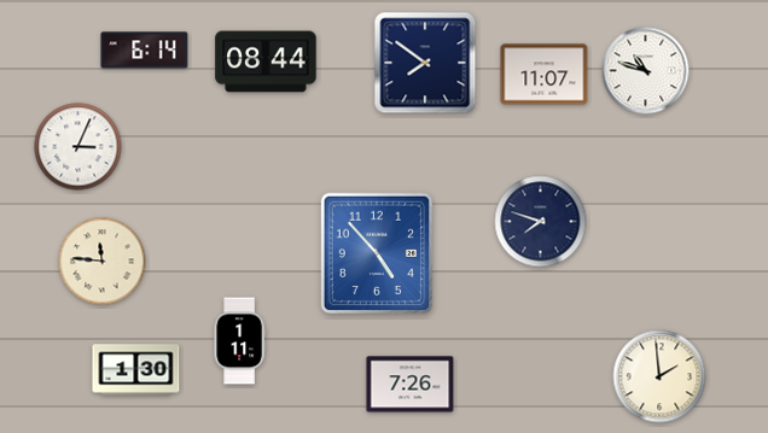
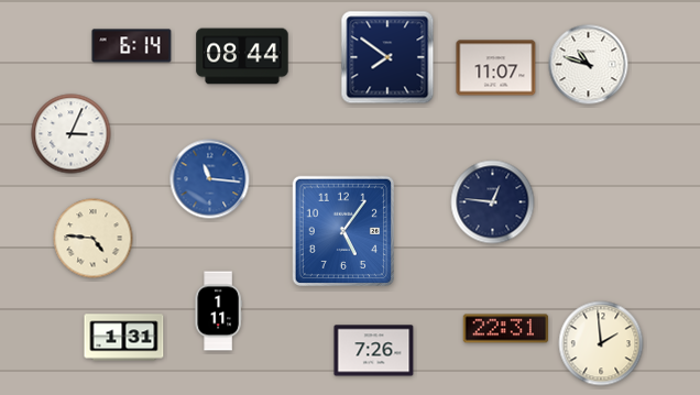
clock at (210, 179): none -> 11:16
clock at (541, 222): 7:48 -> 12:46
clock at (376, 253): 4:53 -> 5:06
clock at (103, 262): 11:46 -> 4:46
clock at (506, 329): none -> 22:31
clock at (136, 370): 1:30 -> 1:31
